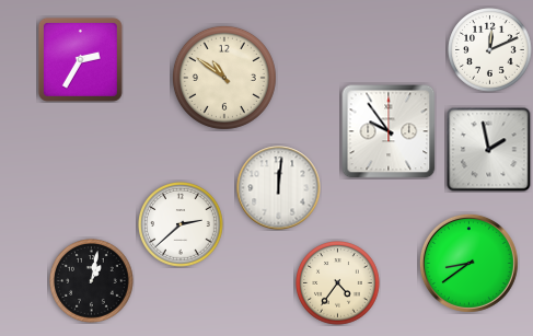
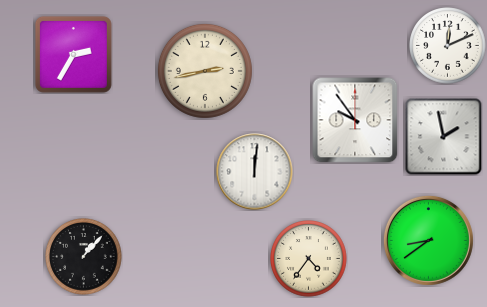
clock at (224, 78): 10:51 -> 2:43
clock at (489, 150) position: (489, 150) -> (444, 137)
clock at (181, 224): 2:38 -> none
clock at (92, 281): 1:02 -> 1:07
